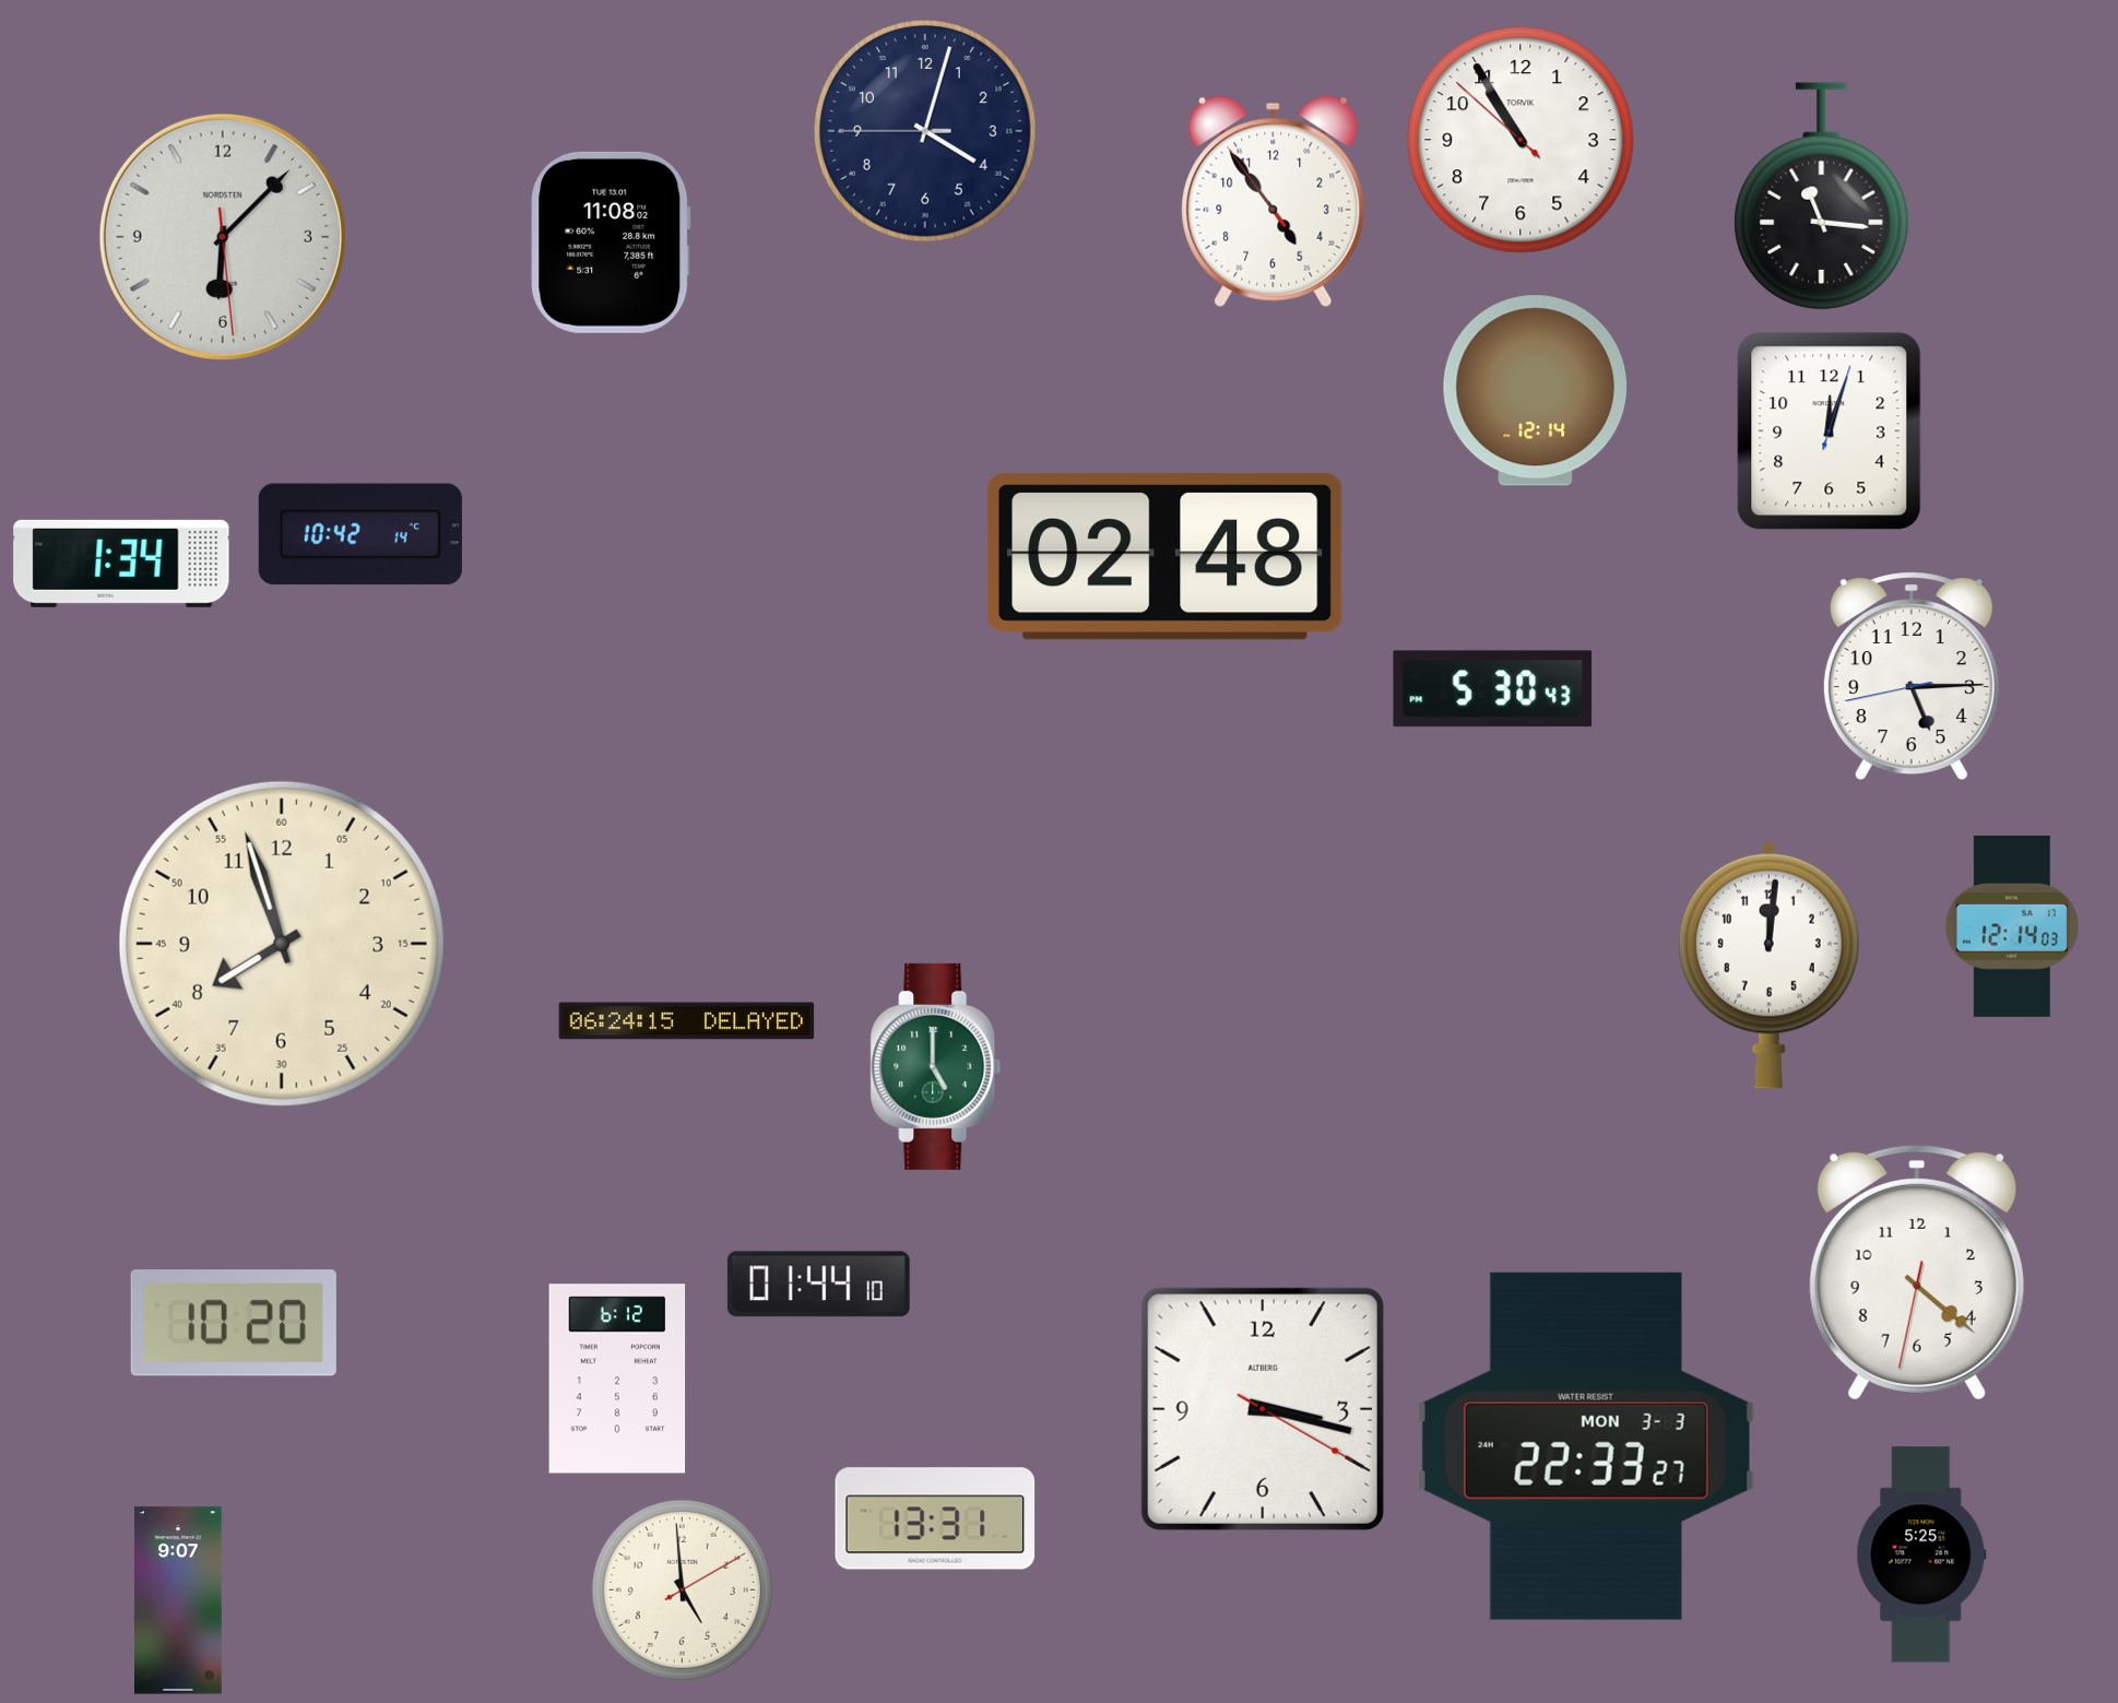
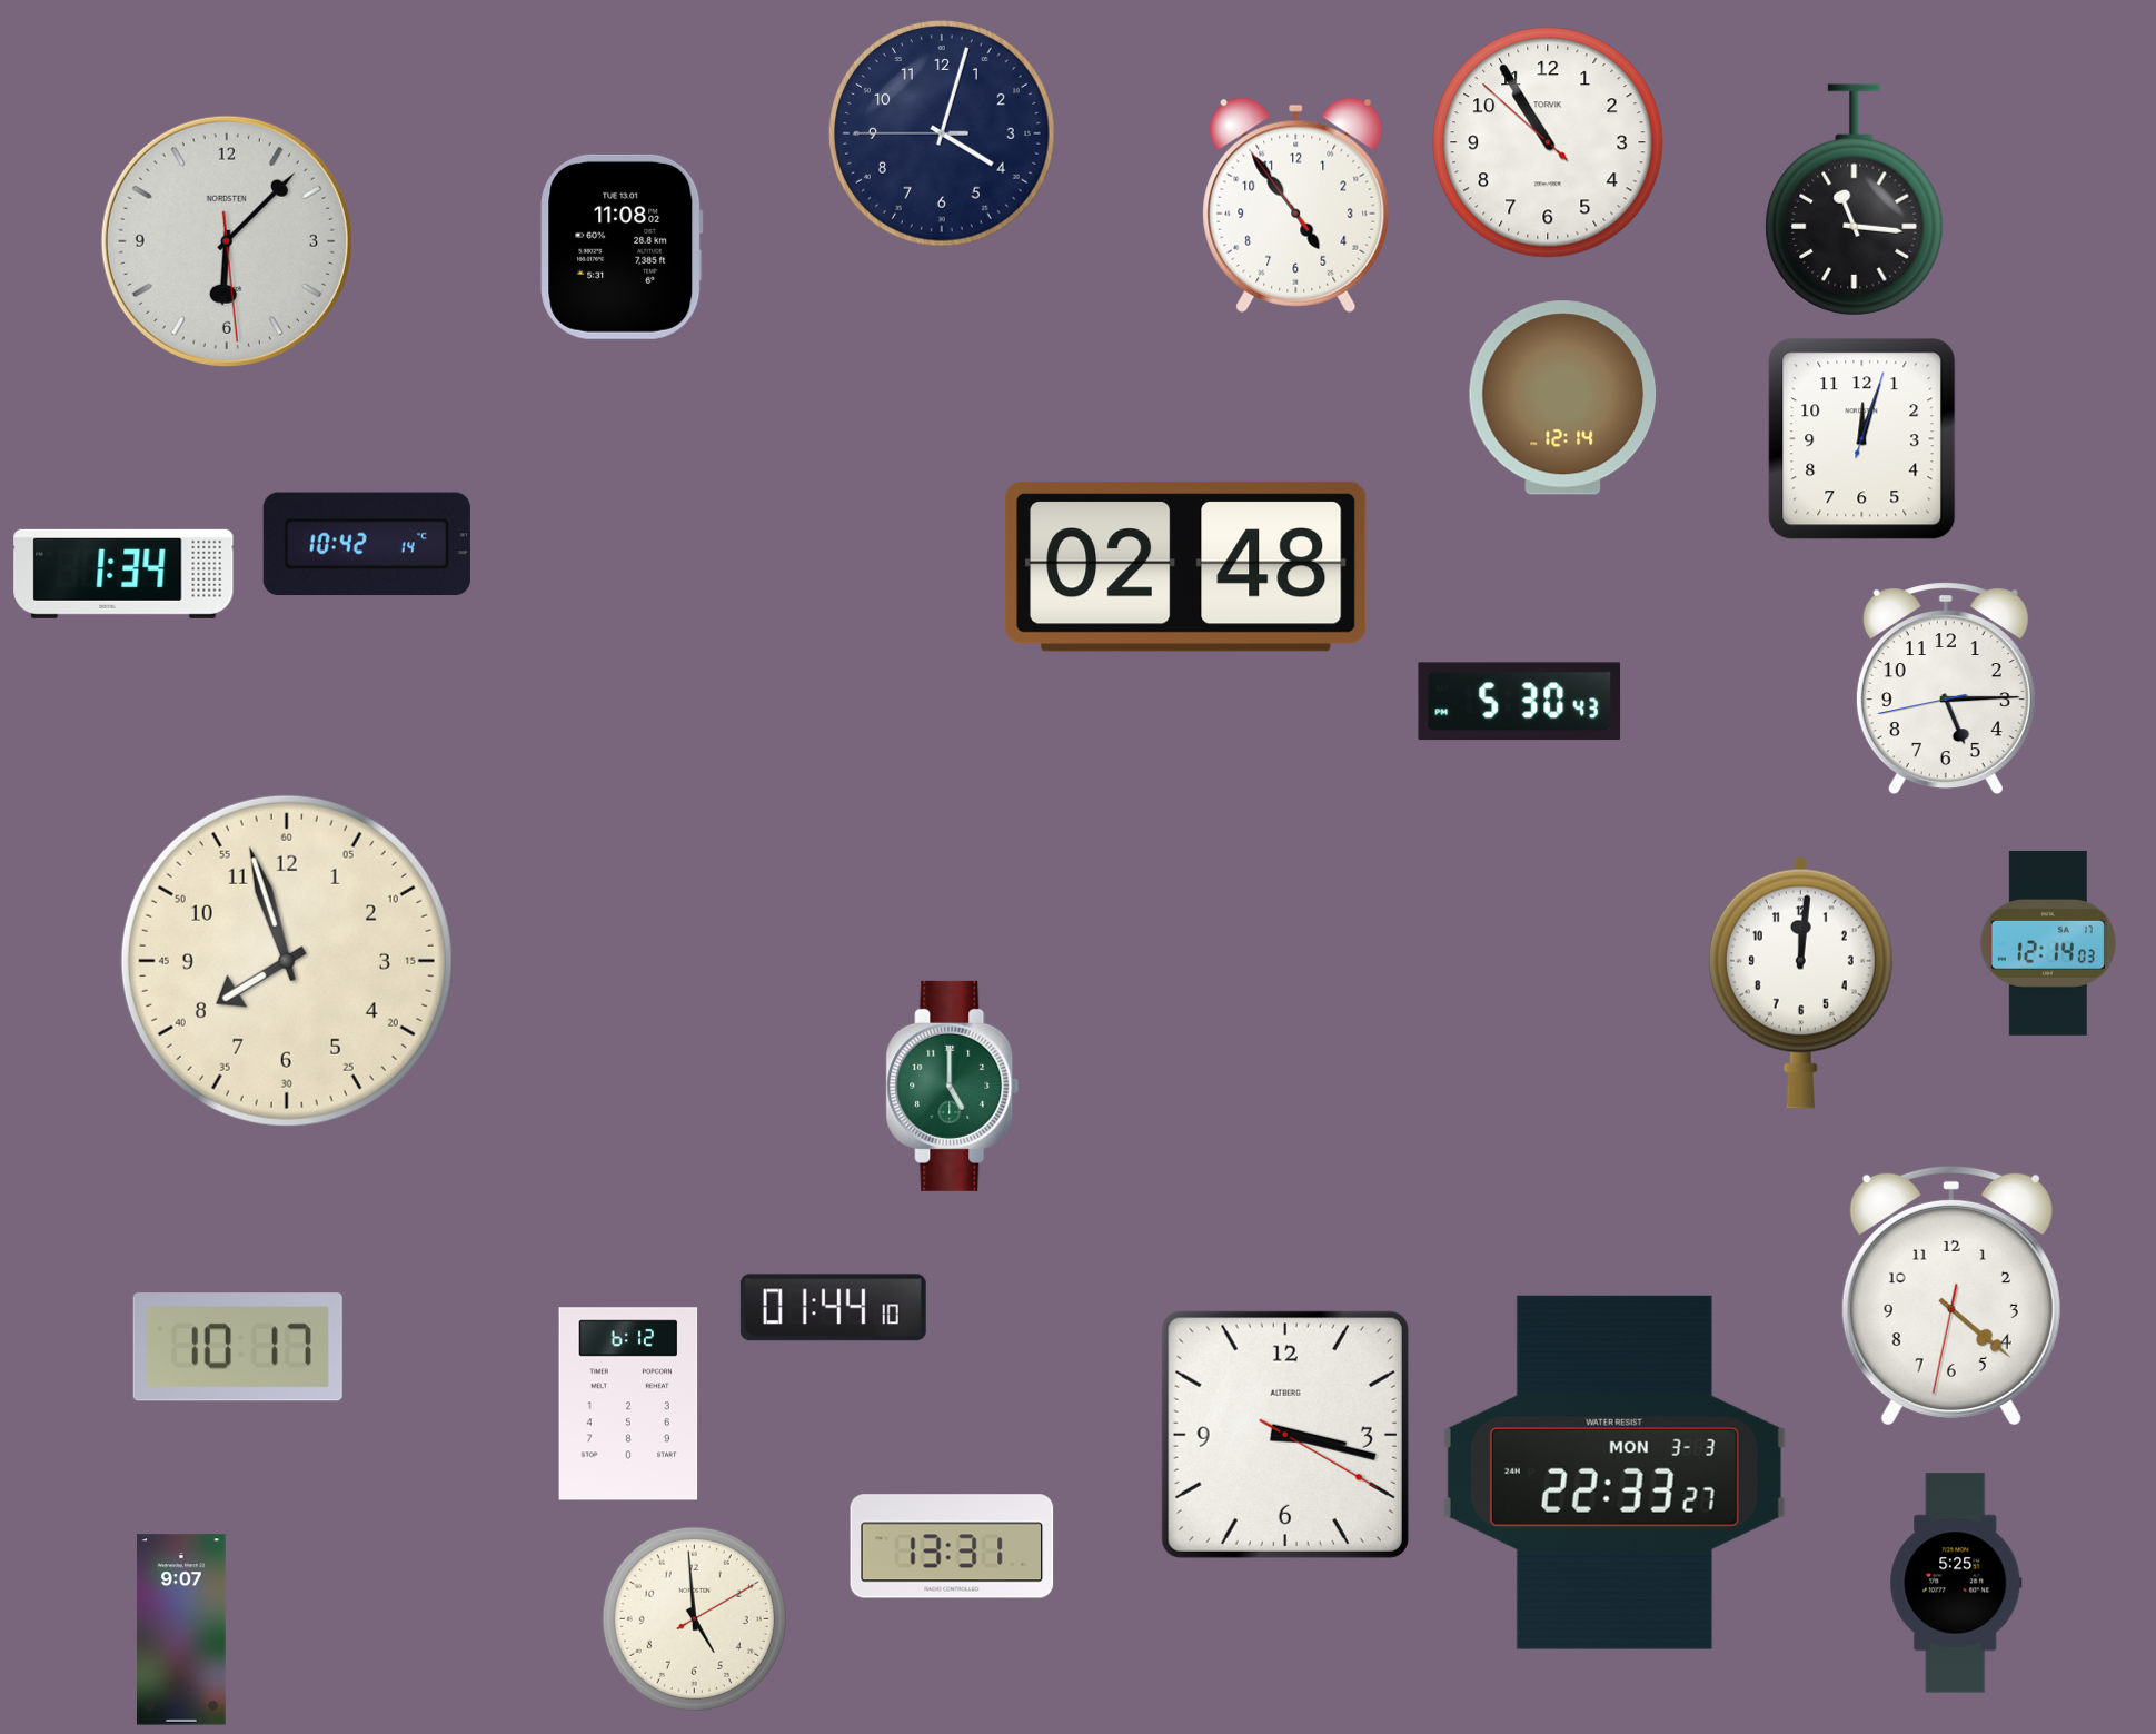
clock at (687, 1021): 06:24 -> none
clock at (234, 1323): 10:20 -> 10:17
